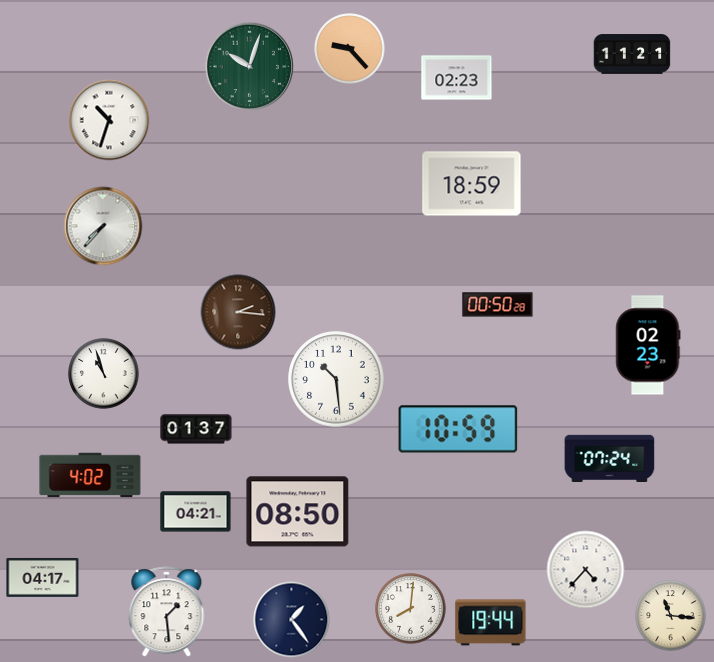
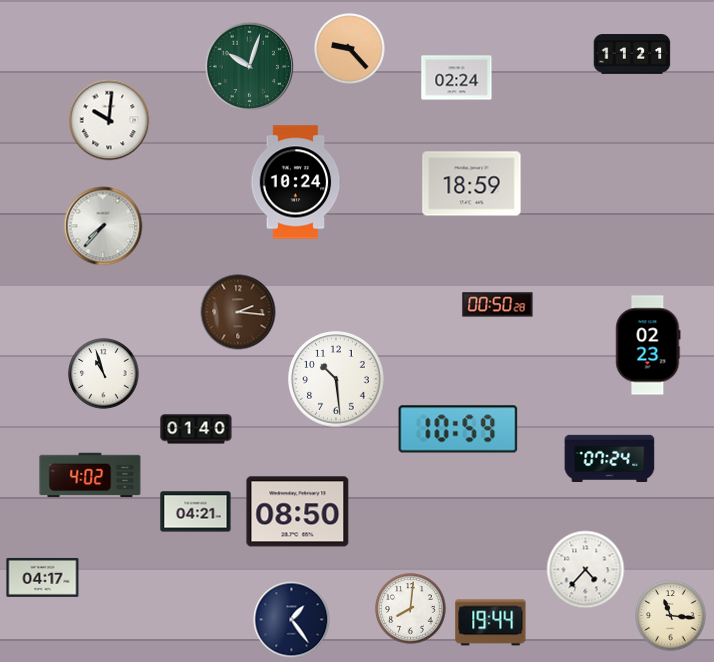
clock at (457, 78): 02:23 -> 02:24
clock at (109, 120): 10:33 -> 10:01
clock at (296, 182): none -> 10:24
clock at (196, 429): 01:37 -> 01:40
clock at (167, 612): 1:29 -> none
